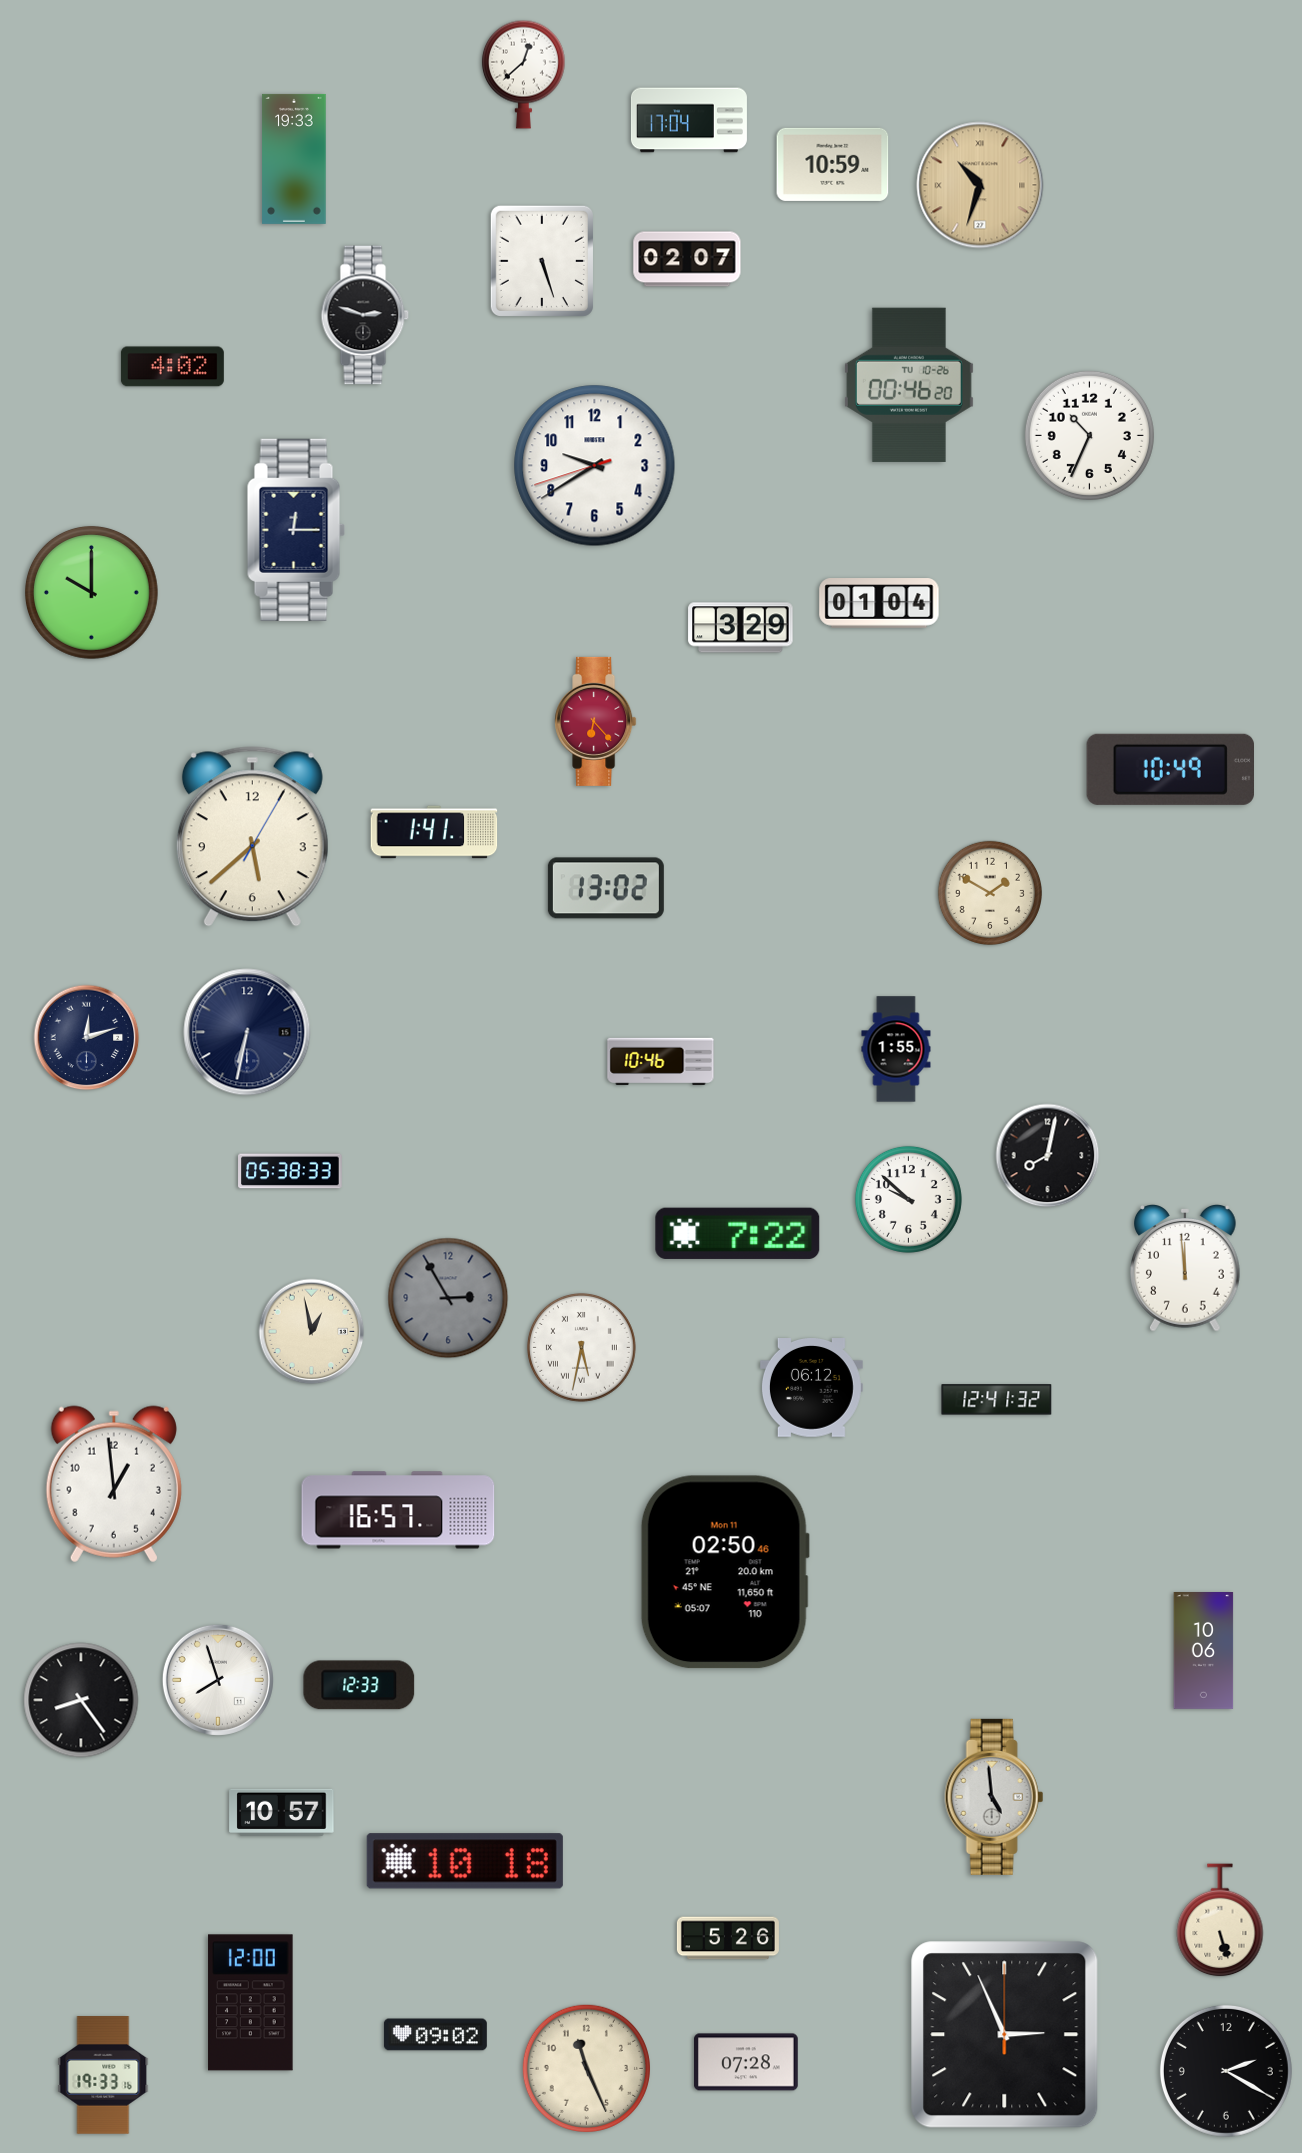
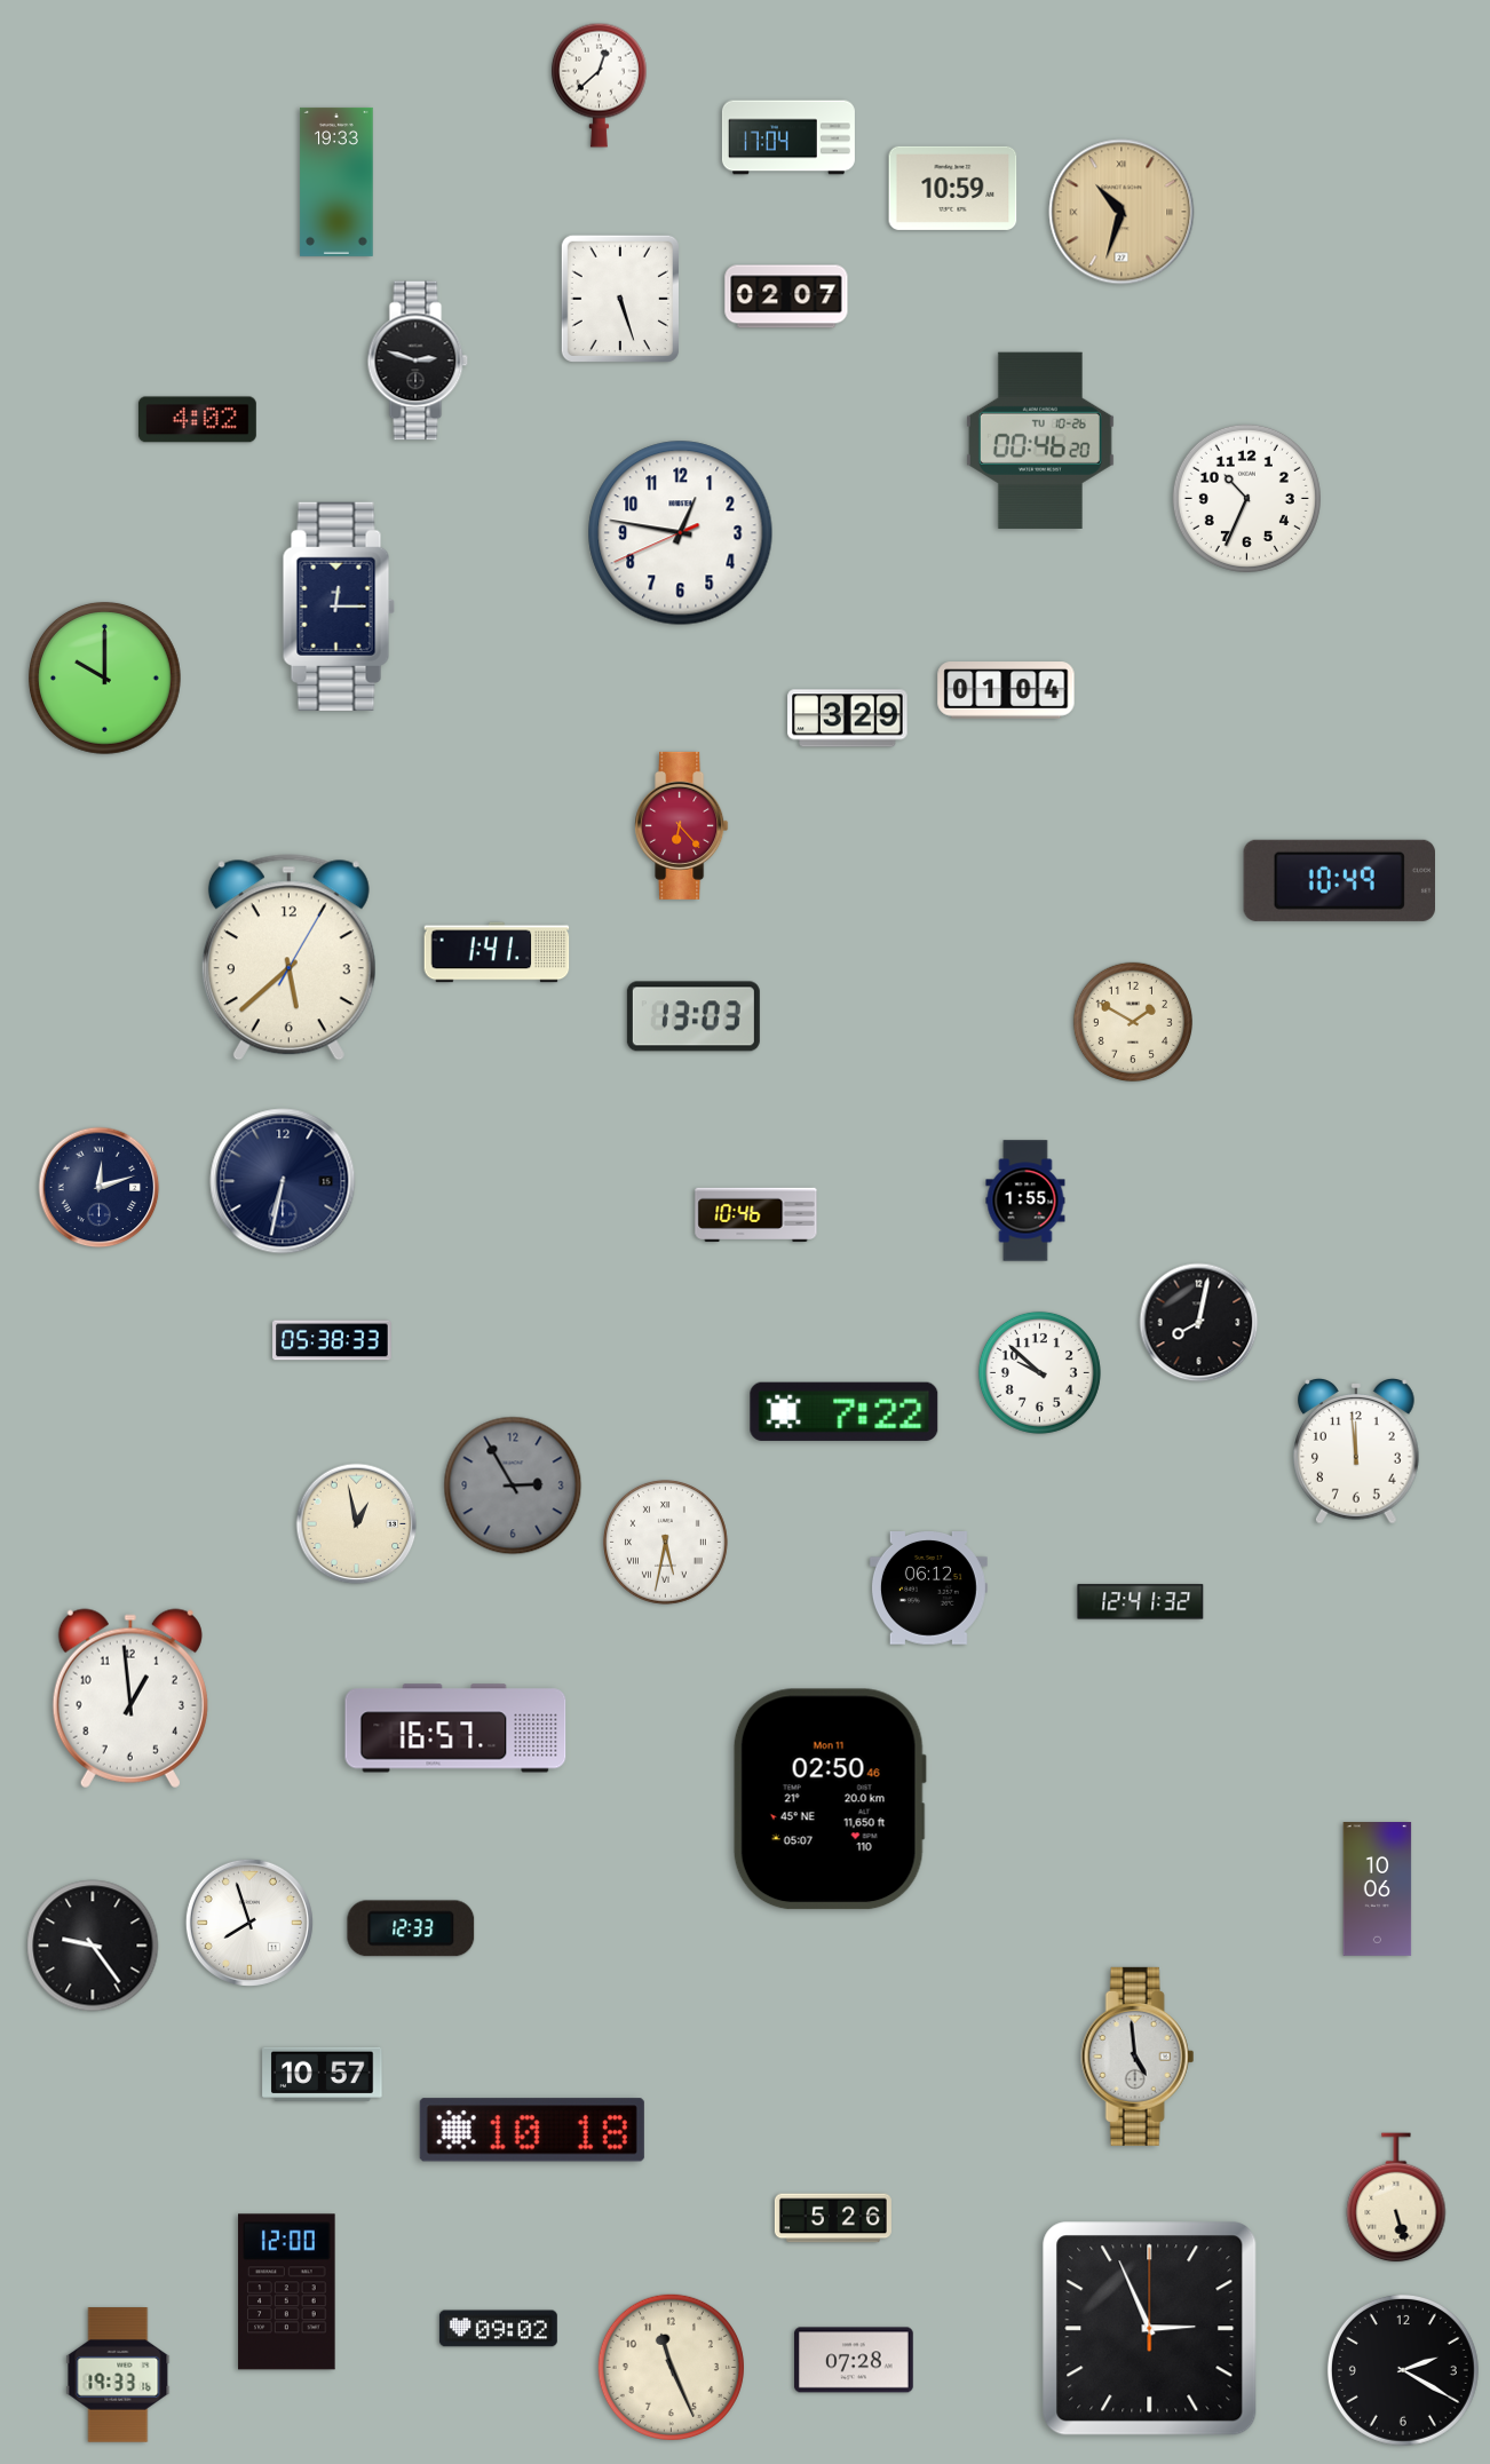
clock at (595, 466): 9:39 -> 12:46
clock at (606, 888): 13:02 -> 13:03
clock at (81, 1700): 8:24 -> 9:24
